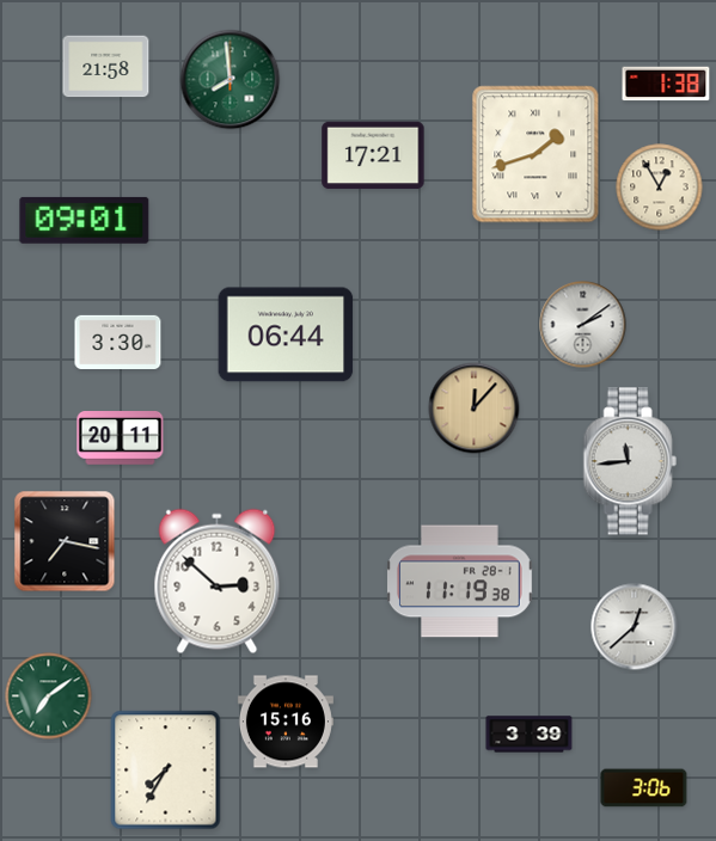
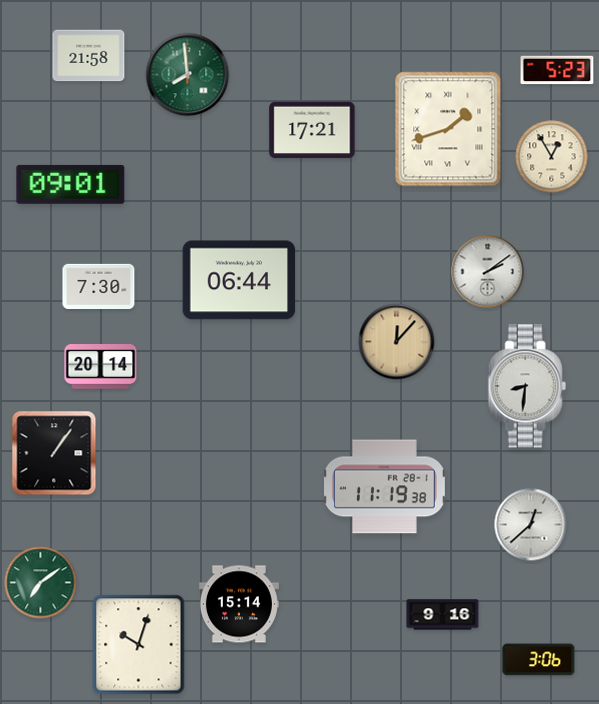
clock at (231, 80) position: (231, 80) -> (188, 75)
clock at (666, 84): 1:38 -> 5:23
clock at (118, 342): 3:30 -> 7:30
clock at (121, 438): 20:11 -> 20:14
clock at (630, 461): 11:44 -> 8:31
clock at (65, 541): 7:17 -> 1:06
clock at (218, 582): 2:52 -> none
clock at (286, 722): 15:16 -> 15:14
clock at (530, 735): 3:39 -> 9:16
clock at (166, 771): 7:35 -> 10:03
